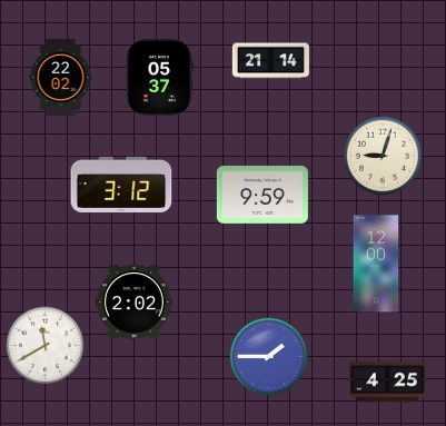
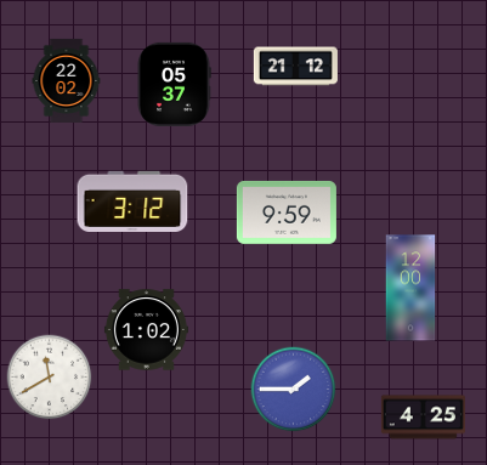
clock at (270, 61): 21:14 -> 21:12
clock at (61, 77) position: (61, 77) -> (67, 80)
clock at (383, 156): 9:03 -> none
clock at (133, 303): 2:02 -> 1:02
